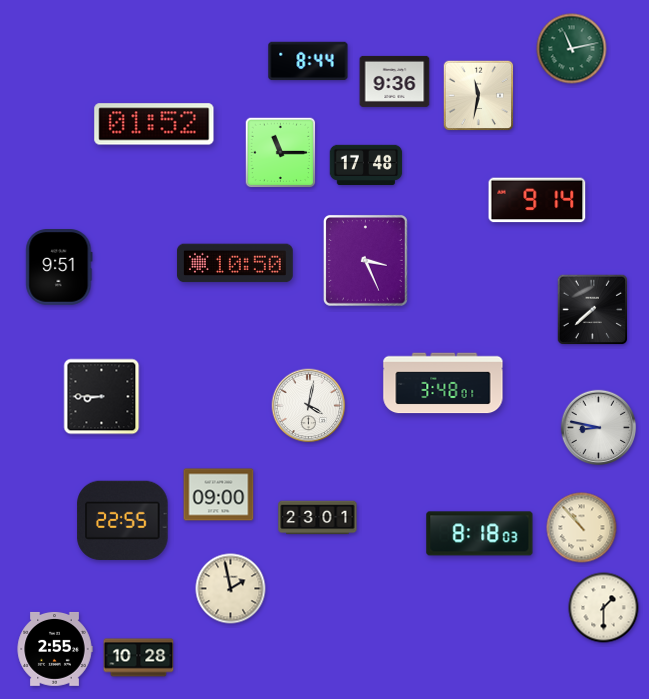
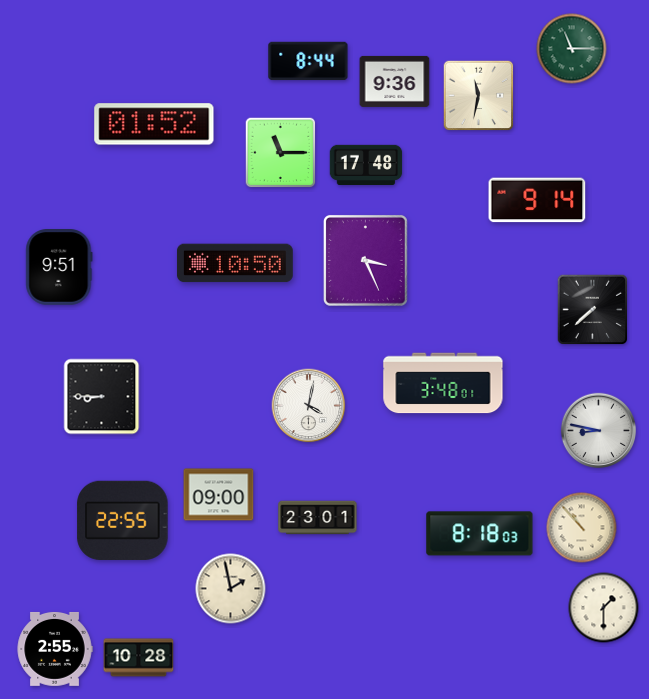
clock at (572, 49): 11:13 -> 11:15
clock at (599, 428) position: (599, 428) -> (599, 431)
